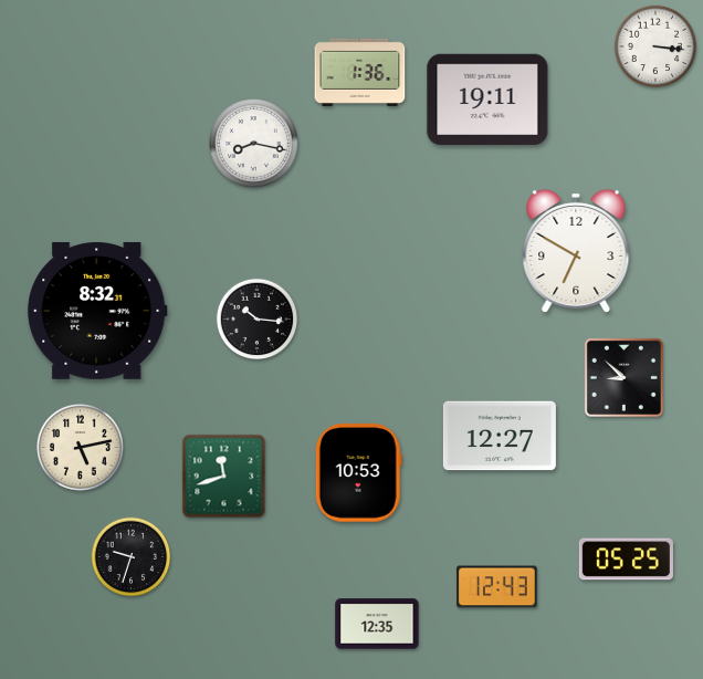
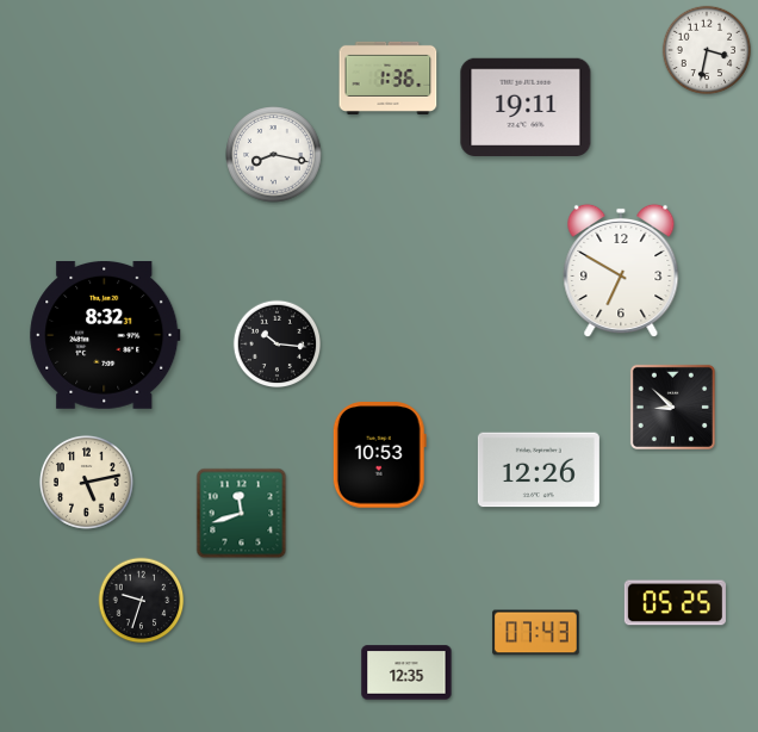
clock at (654, 45): 3:16 -> 3:32
clock at (500, 436): 12:27 -> 12:26
clock at (358, 473) position: (358, 473) -> (379, 455)
clock at (497, 587): 12:43 -> 07:43
